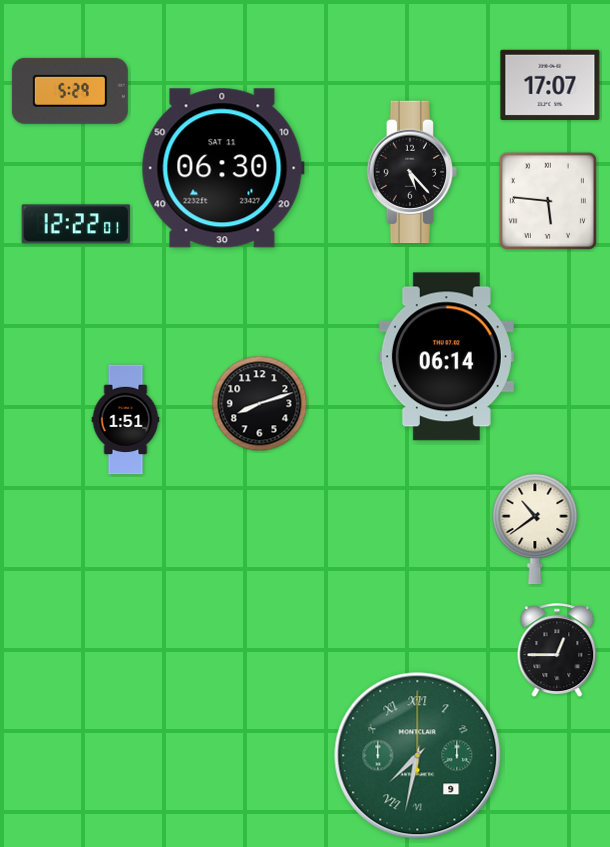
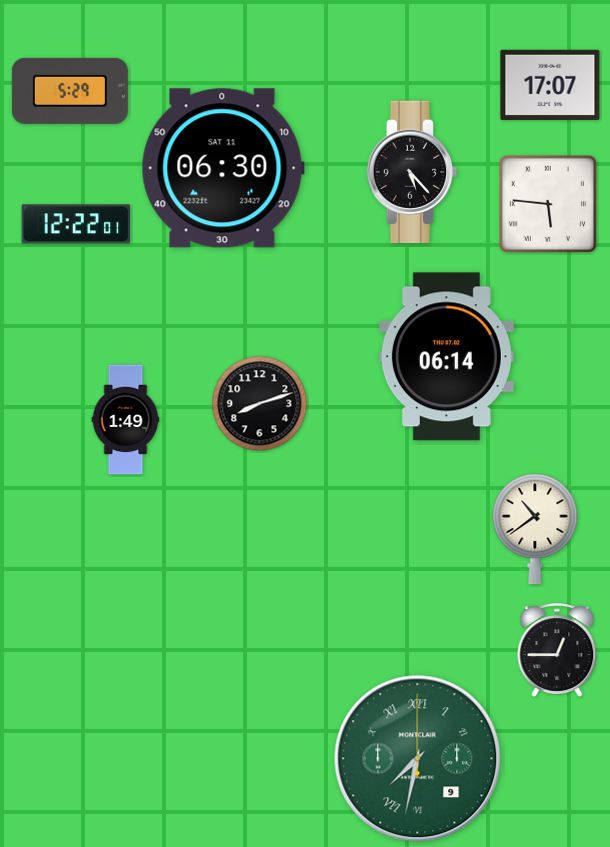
clock at (548, 201) position: (548, 201) -> (548, 204)
clock at (126, 420): 1:51 -> 1:49
clock at (418, 756) position: (418, 756) -> (418, 759)
